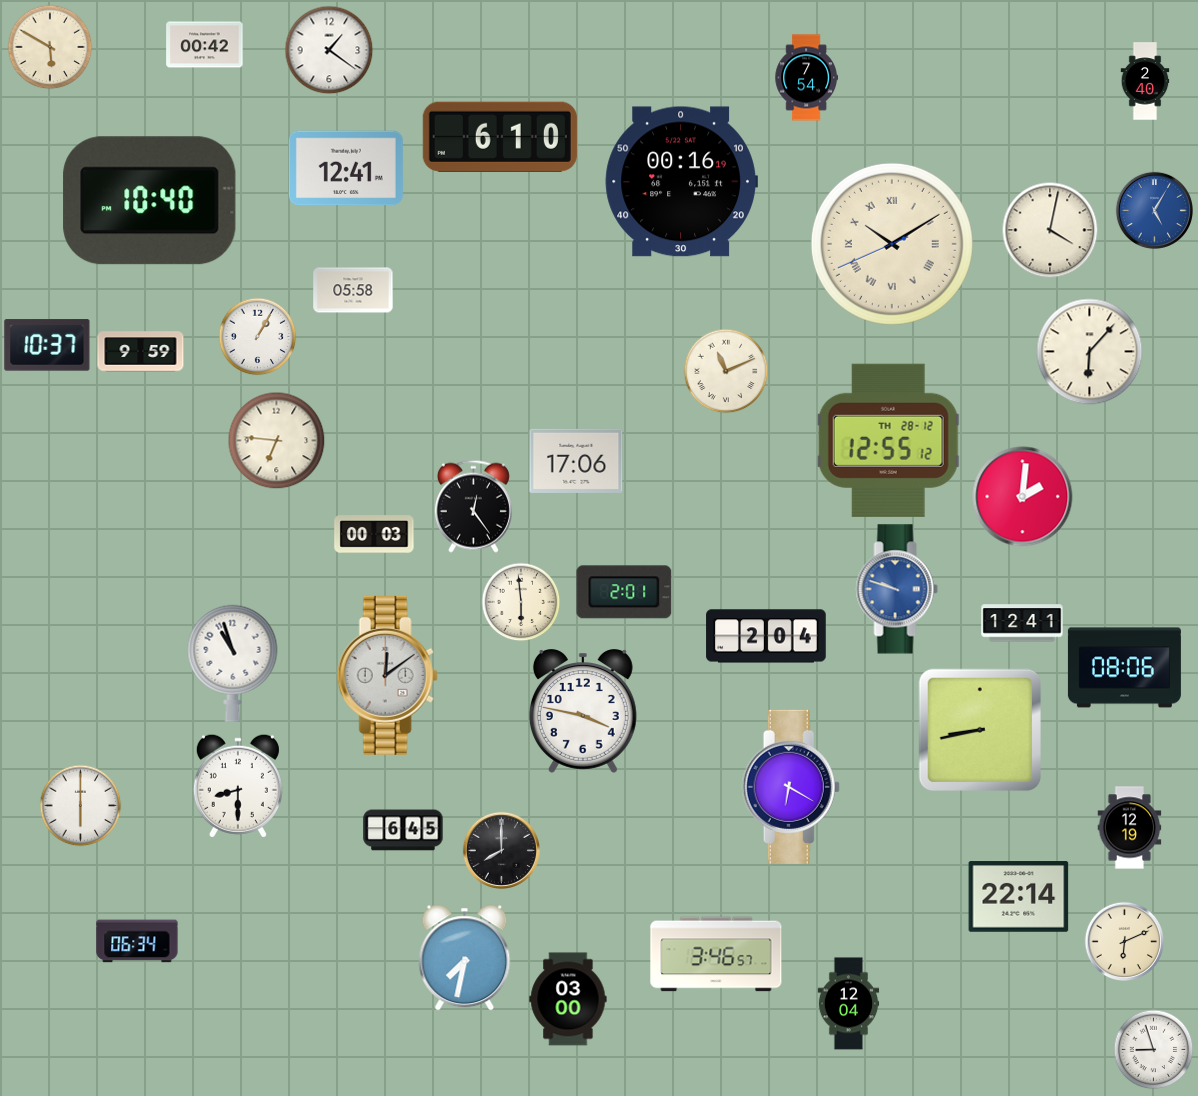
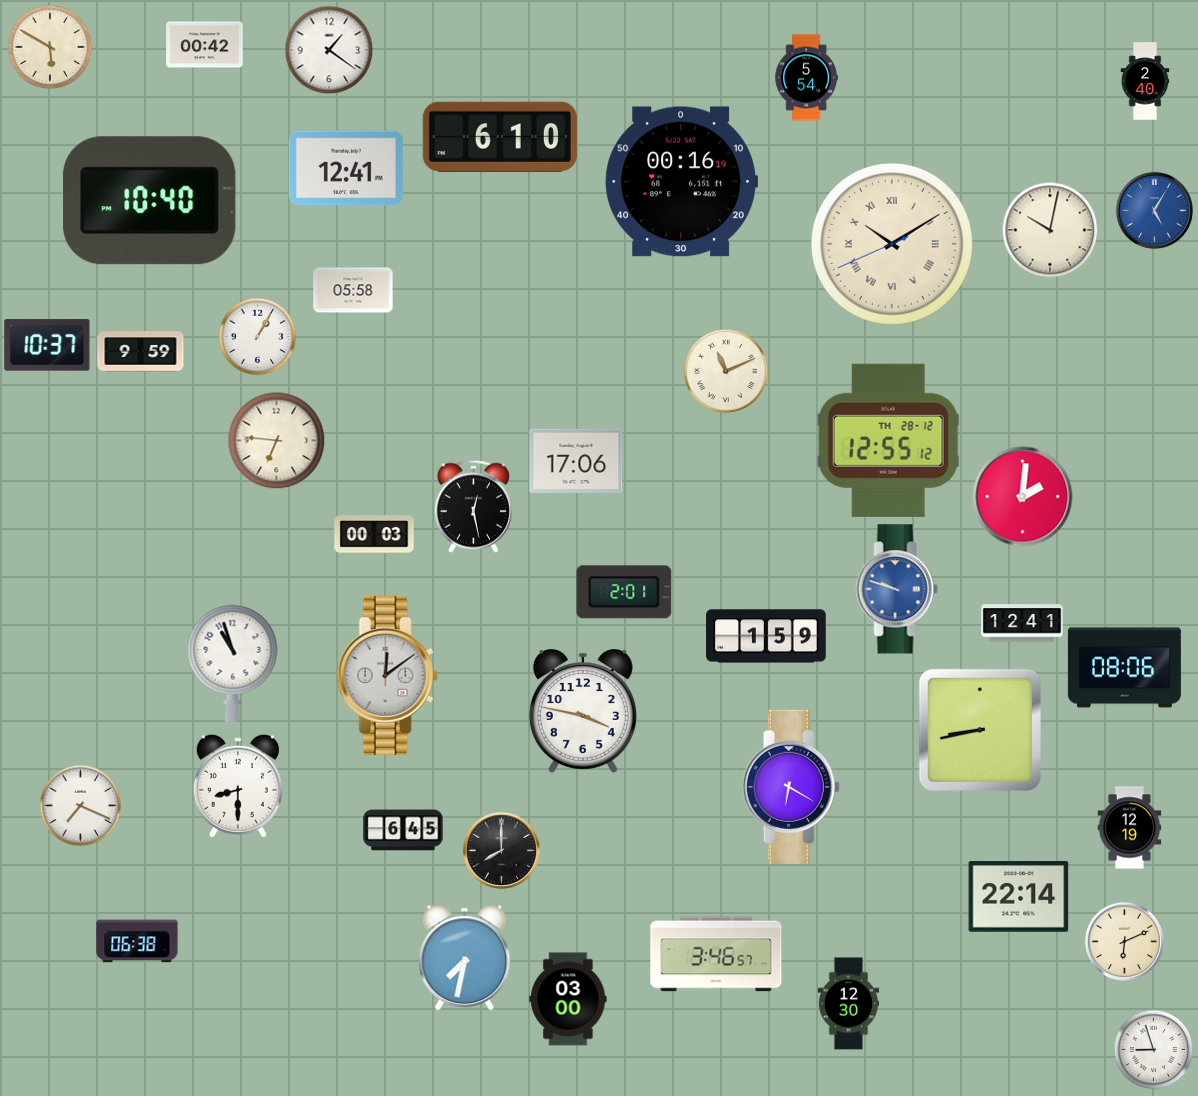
clock at (806, 78): 7:54 -> 5:54
clock at (1050, 230): 4:02 -> 10:02
clock at (1090, 352): 6:07 -> none
clock at (473, 506): 12:24 -> 12:28
clock at (521, 602): 5:59 -> none
clock at (766, 636): 2:04 -> 1:59
clock at (80, 805): 6:00 -> 7:19
clock at (137, 941): 06:34 -> 06:38
clock at (849, 1004): 12:04 -> 12:30
